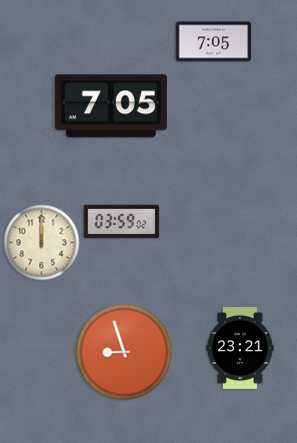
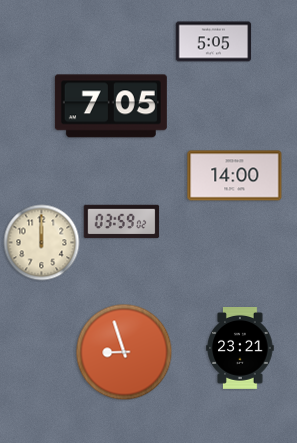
clock at (214, 42): 7:05 -> 5:05
clock at (235, 176): none -> 14:00
